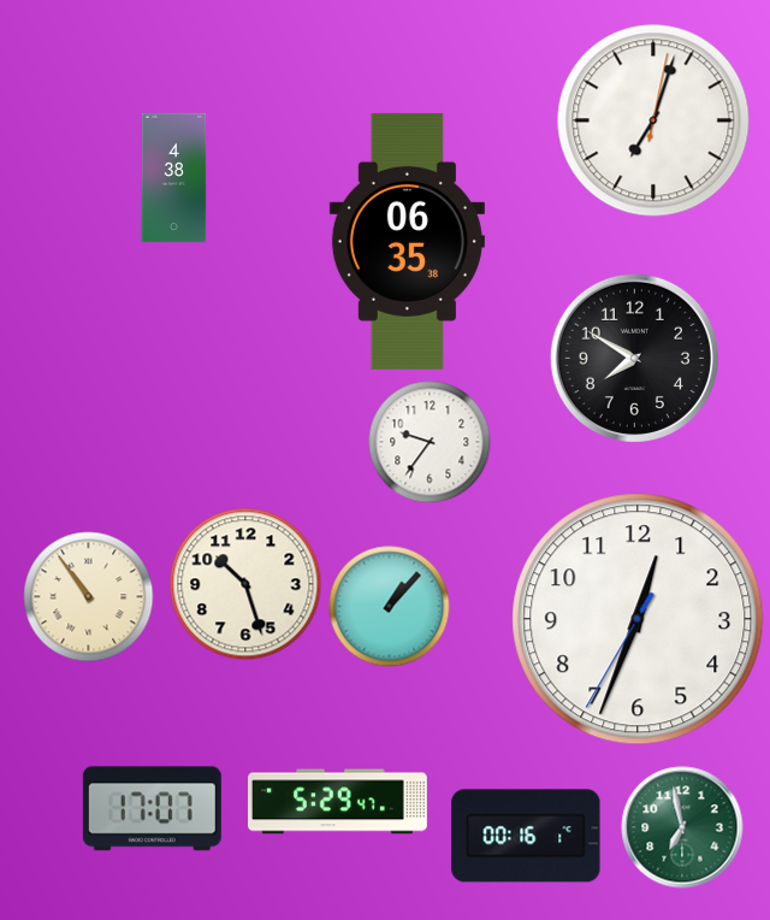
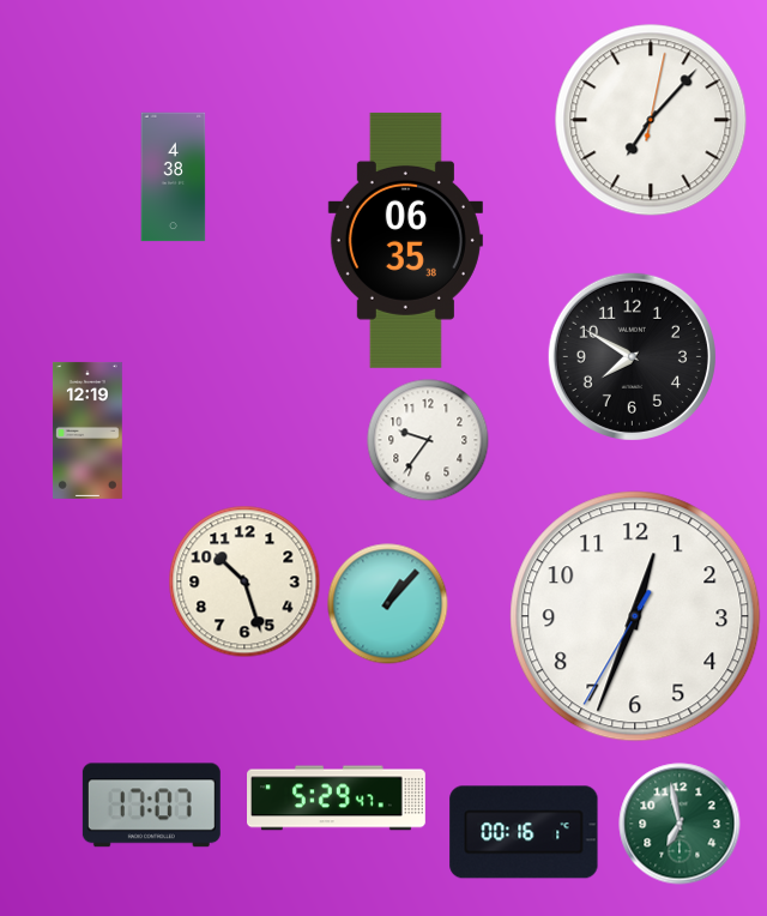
clock at (653, 120): 7:03 -> 7:07
clock at (87, 430): none -> 12:19
clock at (89, 597): 10:54 -> none
